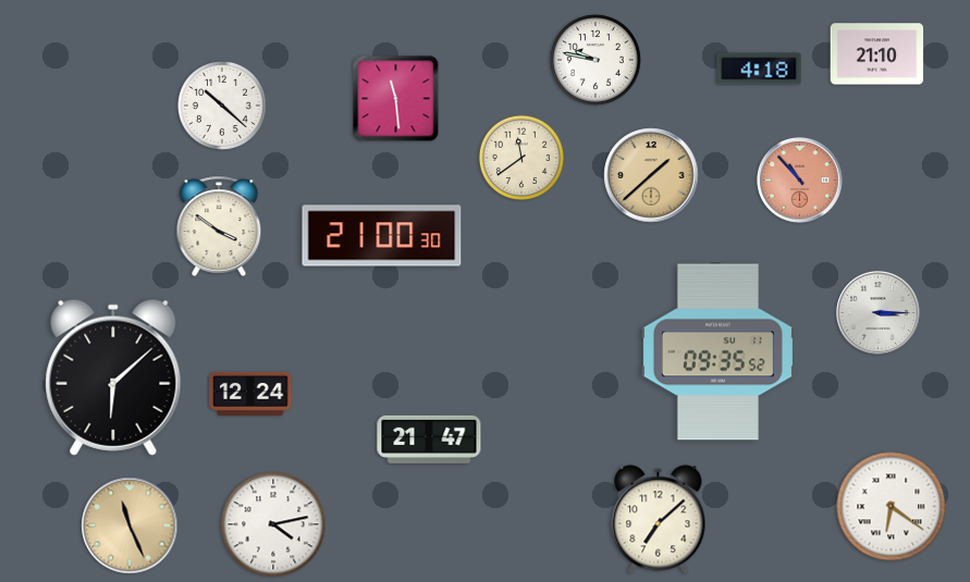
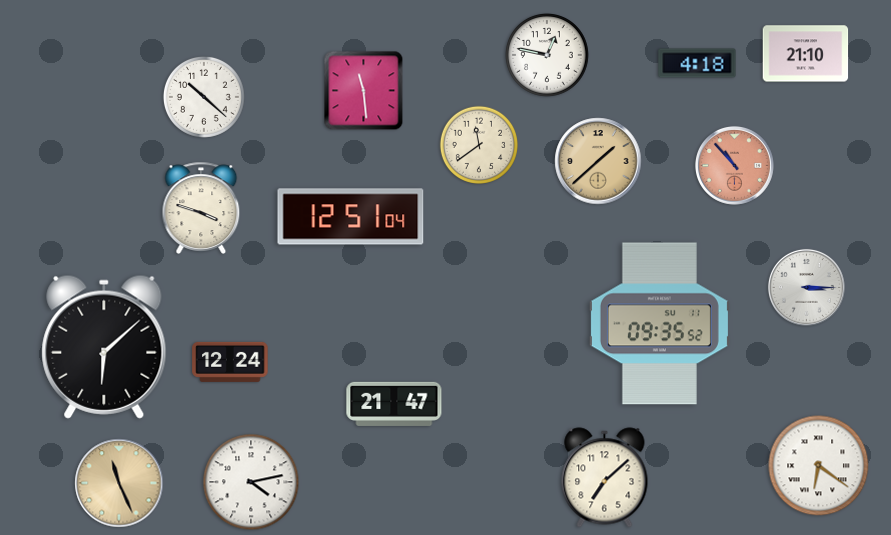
clock at (877, 54) position: (877, 54) -> (806, 54)
clock at (597, 61): 9:47 -> 12:47
clock at (219, 226): 3:51 -> 3:48
clock at (382, 236): 21:00 -> 12:51
